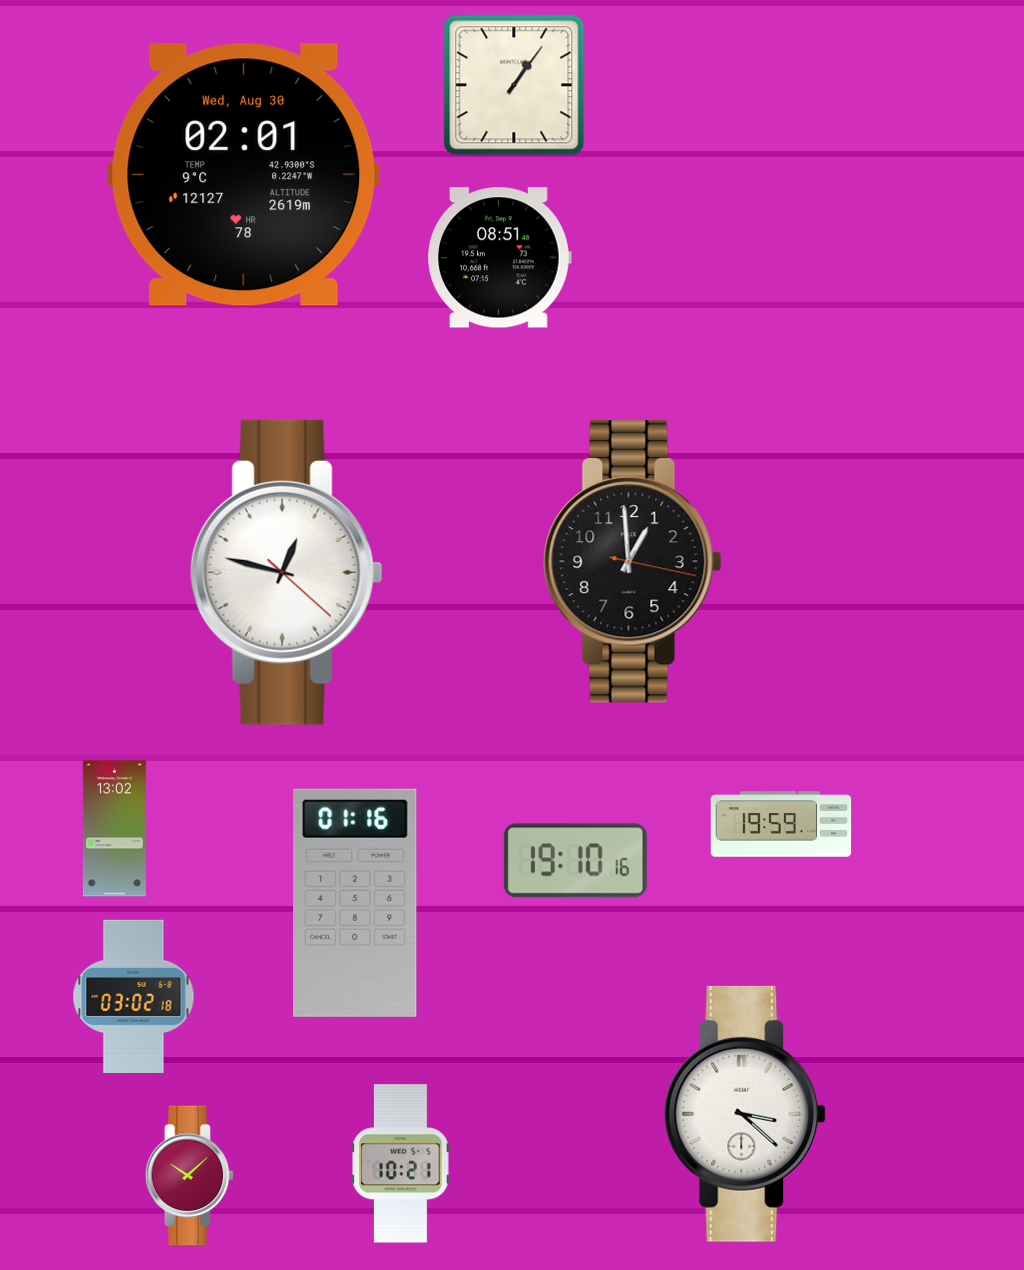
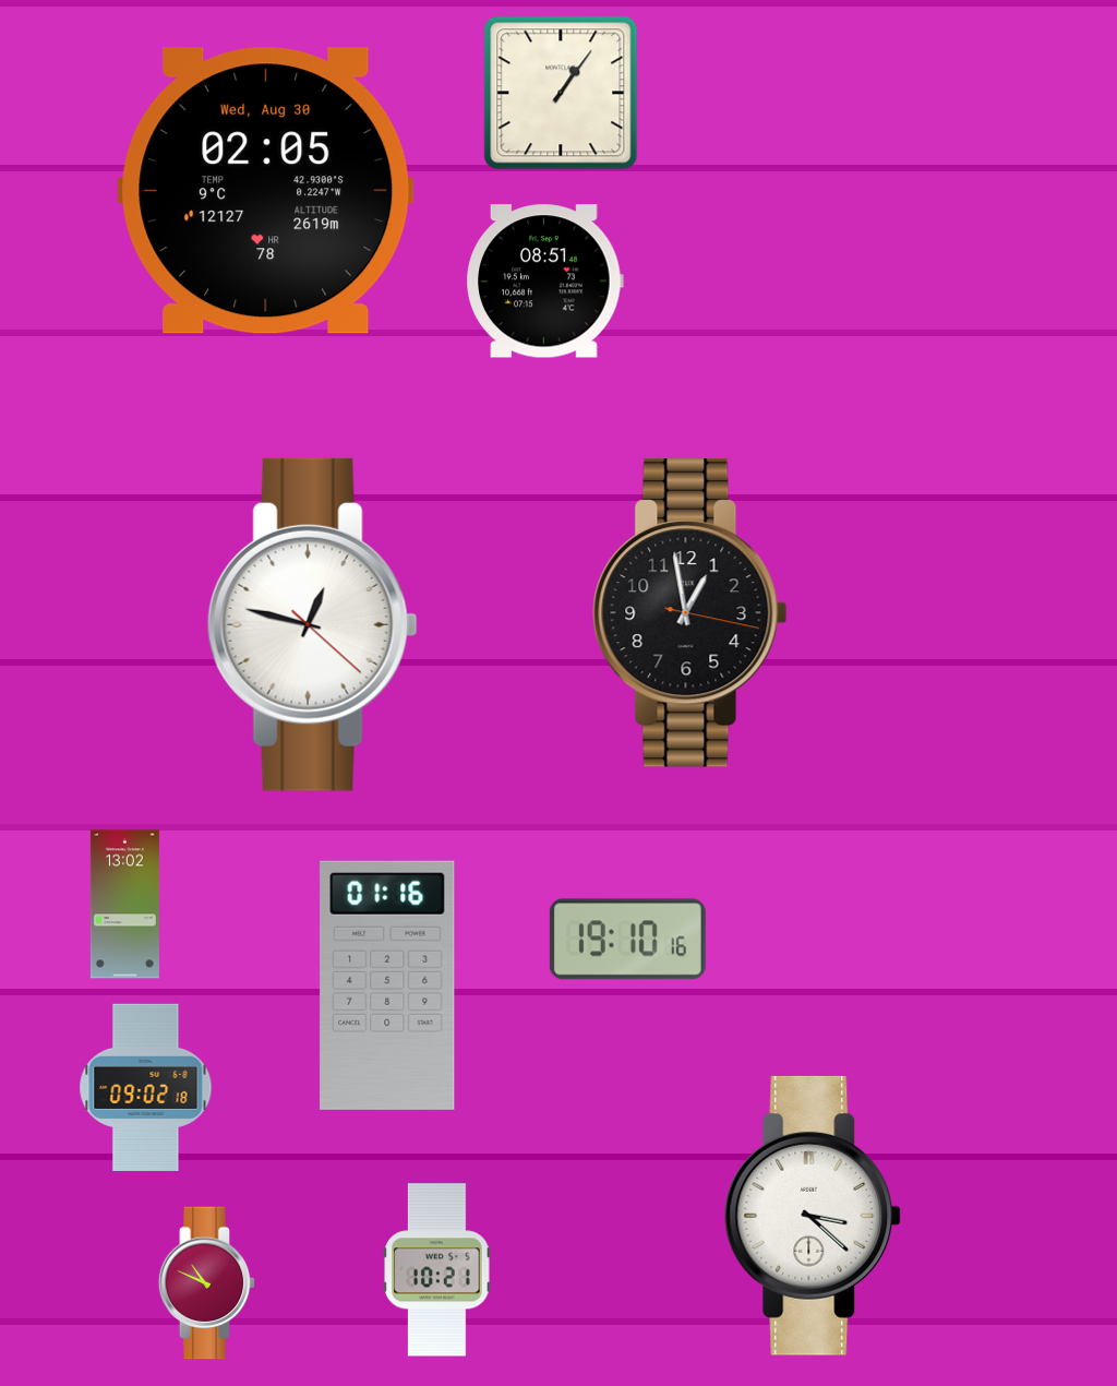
clock at (244, 175): 02:01 -> 02:05
clock at (633, 562): 12:59 -> 12:58
clock at (781, 824): 19:59 -> none
clock at (134, 996): 03:02 -> 09:02
clock at (190, 1176): 10:08 -> 10:49
